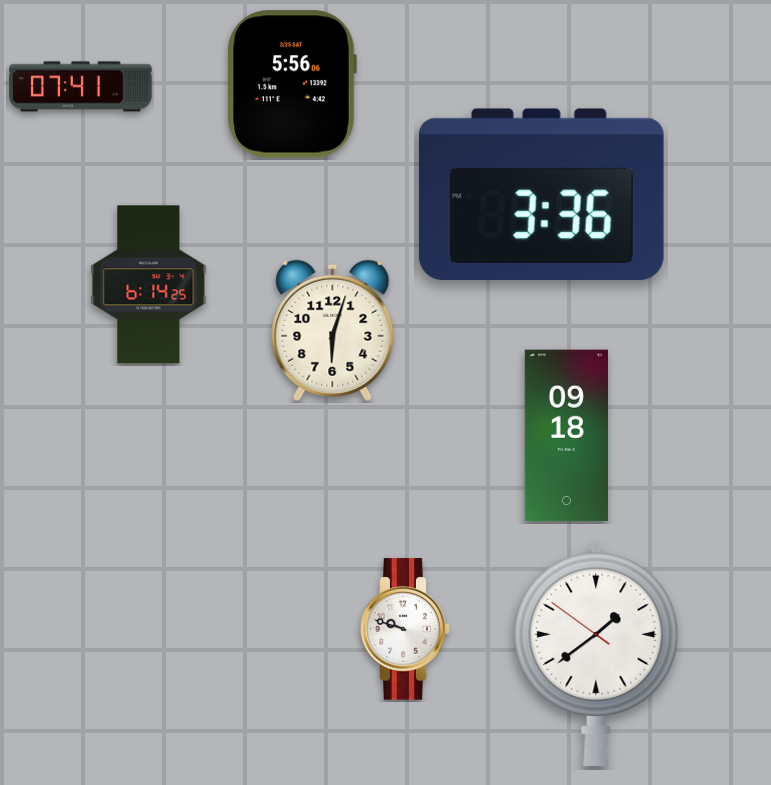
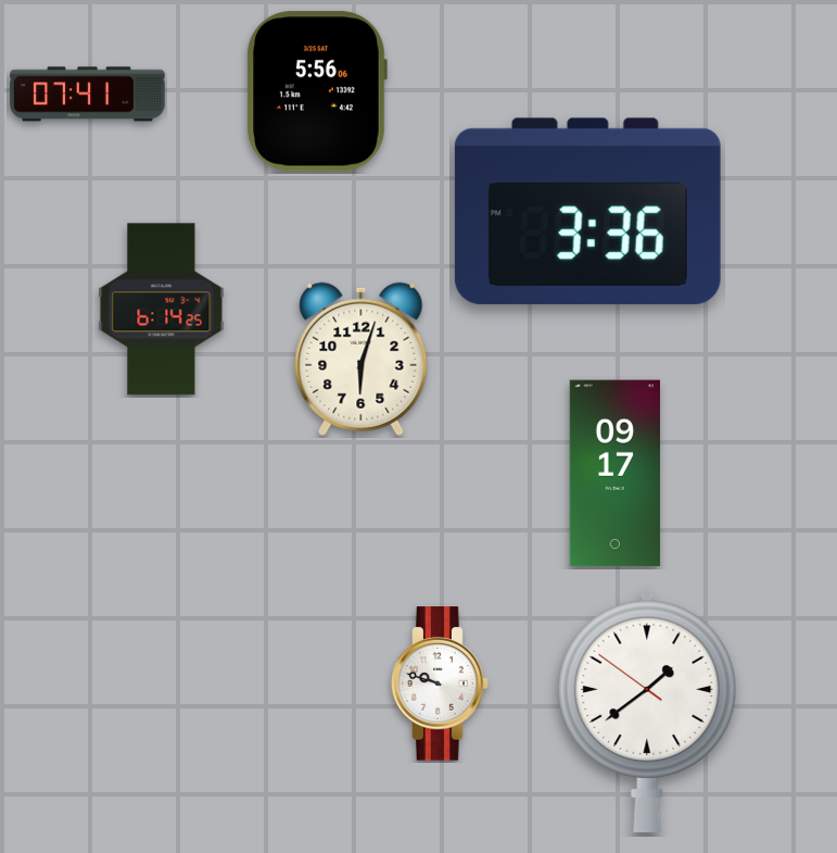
clock at (566, 436): 09:18 -> 09:17
